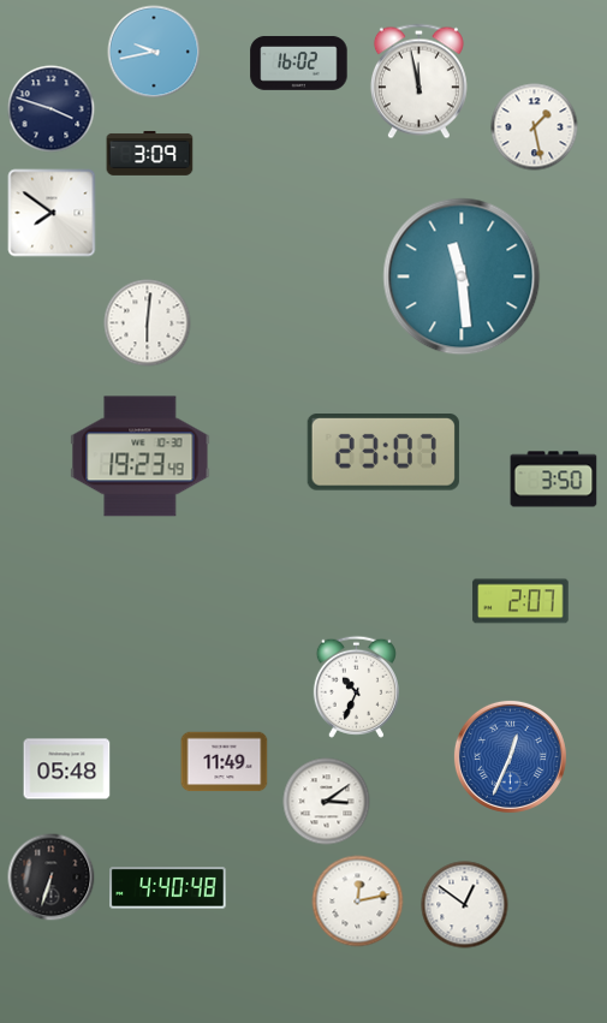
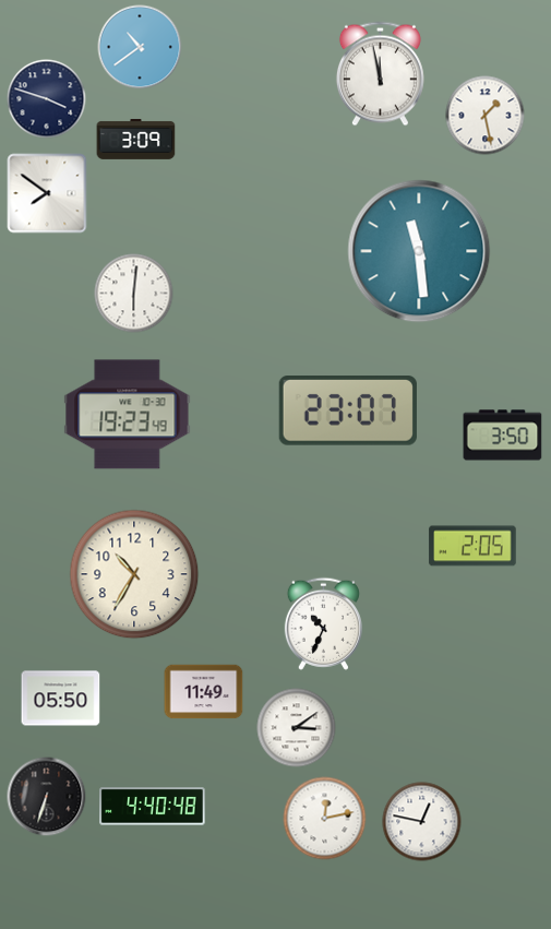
clock at (154, 52): 9:43 -> 10:39
clock at (299, 63): 16:02 -> none
clock at (520, 601): 2:07 -> 2:05
clock at (134, 574): none -> 10:35
clock at (510, 756): 12:34 -> none
clock at (67, 769): 05:48 -> 05:50
clock at (465, 905): 12:51 -> 12:47
